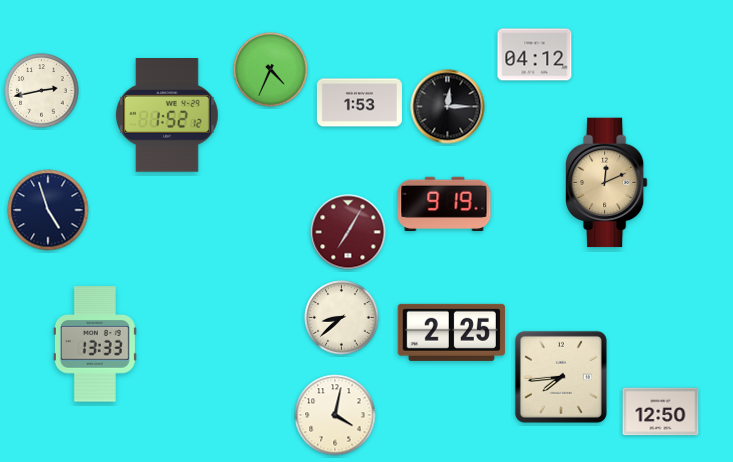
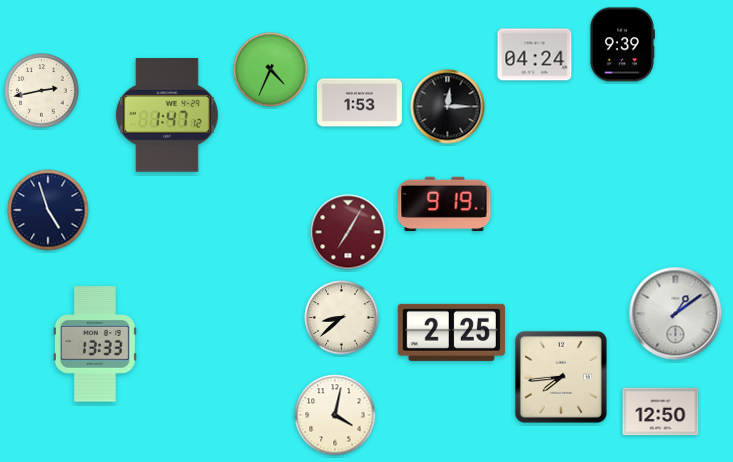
clock at (622, 45): none -> 9:39
clock at (535, 55): 04:12 -> 04:24
clock at (167, 115): 1:52 -> 1:47
clock at (606, 183): 12:11 -> none
clock at (676, 314): none -> 1:09
